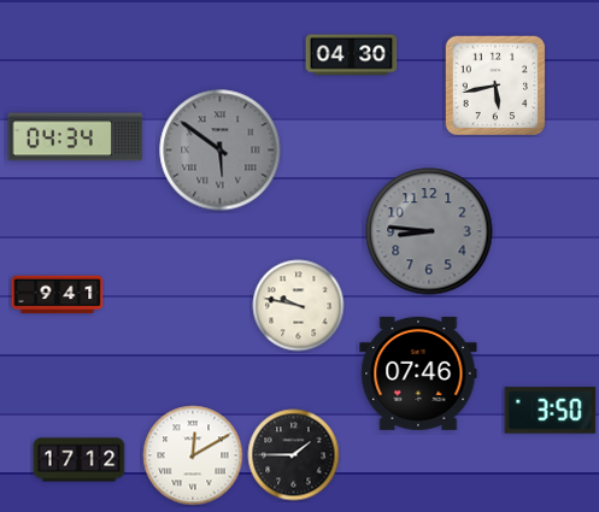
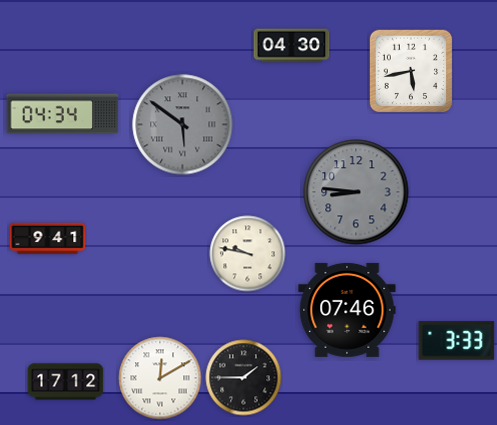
clock at (58, 295) position: (58, 295) -> (48, 239)
clock at (551, 411): 3:50 -> 3:33
